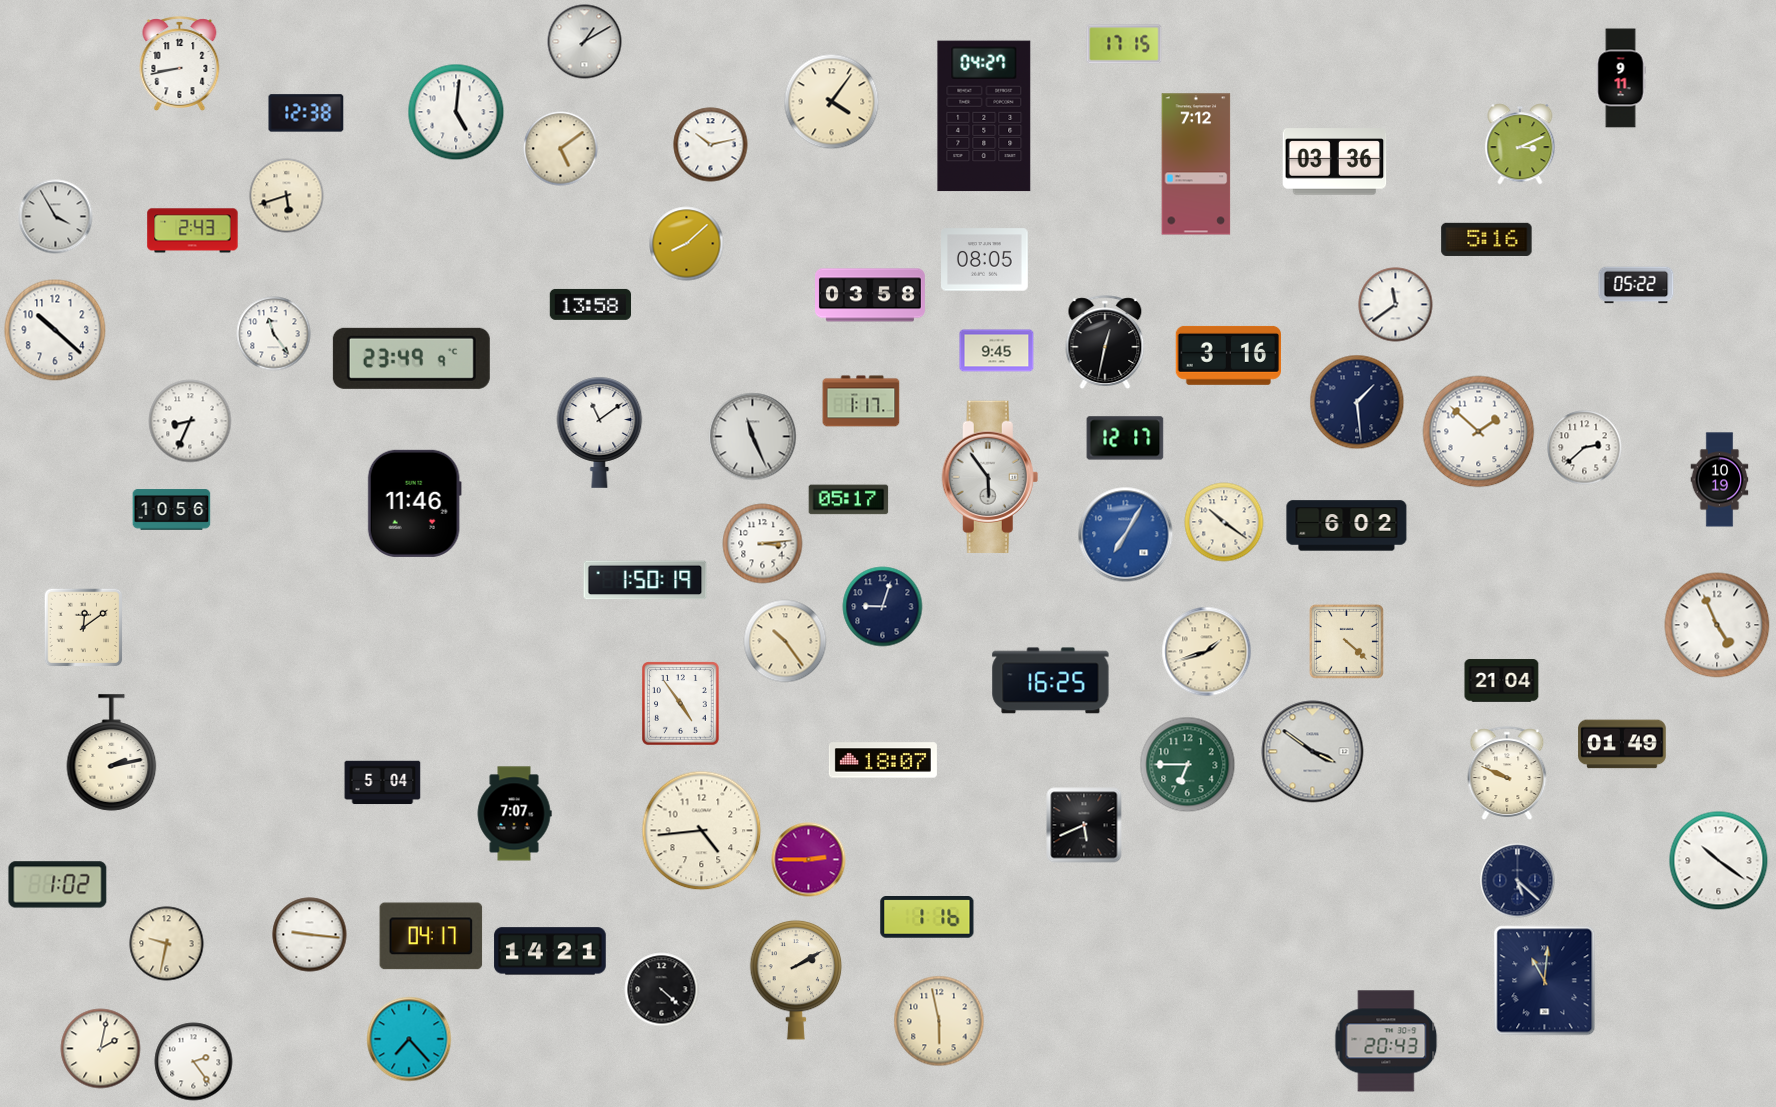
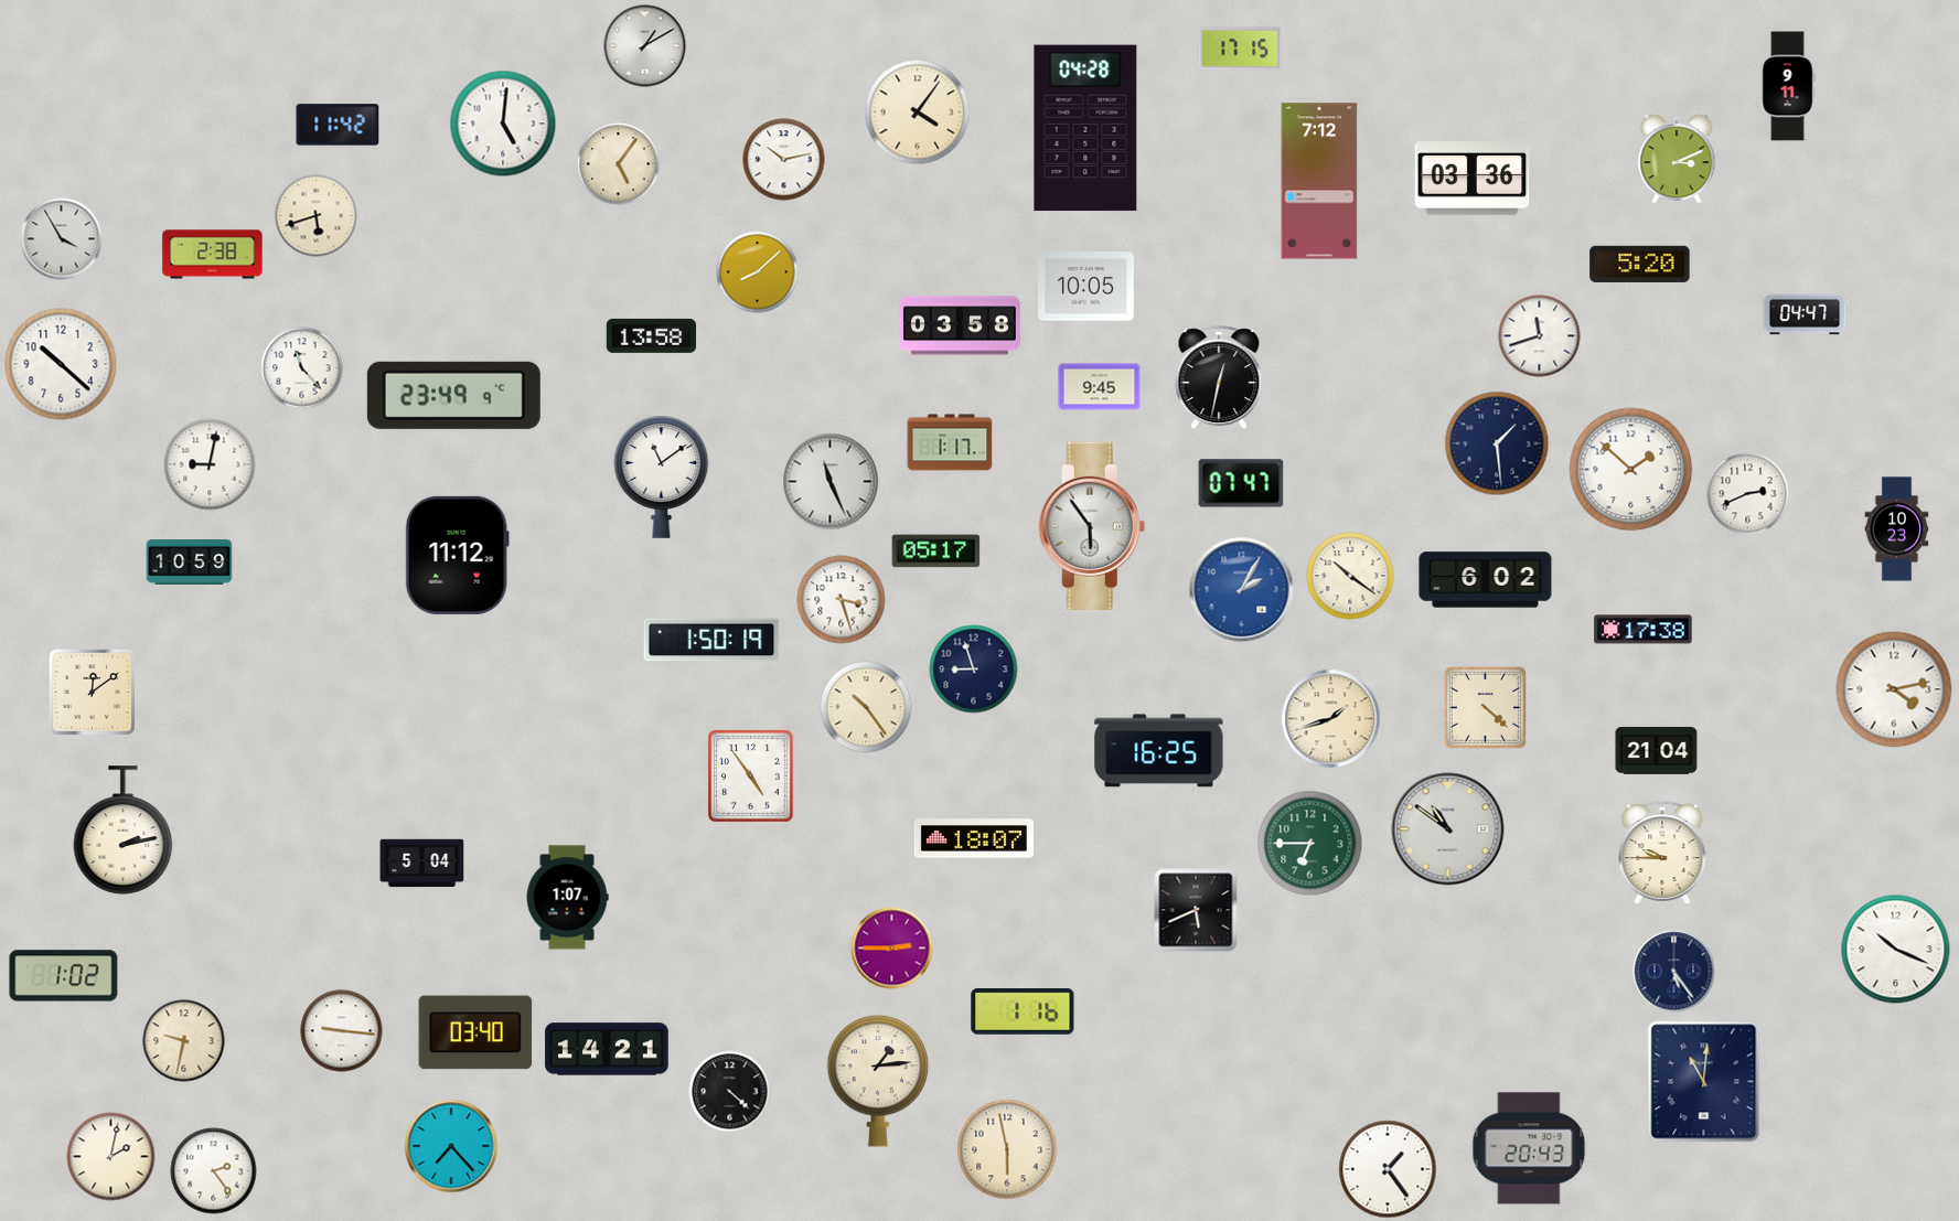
clock at (180, 63): 8:43 -> none
clock at (306, 113): 12:38 -> 11:42
clock at (984, 116): 04:27 -> 04:28
clock at (561, 149): 5:09 -> 5:06
clock at (193, 231): 2:43 -> 2:38
clock at (1487, 239): 5:16 -> 5:20
clock at (687, 244) position: (687, 244) -> (758, 272)
clock at (985, 260): 08:05 -> 10:05
clock at (1636, 285): 05:22 -> 04:47
clock at (1396, 305): 11:39 -> 11:42
clock at (274, 334): 11:24 -> 11:23
clock at (1228, 355): 3:16 -> none
clock at (190, 421): 8:34 -> 9:02
clock at (1479, 432) position: (1479, 432) -> (1631, 470)
clock at (1125, 438): 12:17 -> 07:47
clock at (1585, 448): 2:38 -> 2:41
clock at (1720, 480): 10:19 -> 10:23
clock at (414, 503): 11:46 -> 11:12
clock at (172, 510): 10:56 -> 10:59
clock at (1126, 535): 7:05 -> 2:05
clock at (763, 544): 3:14 -> 3:27
clock at (1644, 630): none -> 17:38
clock at (883, 607): 9:03 -> 8:57
clock at (1717, 625): 4:56 -> 4:13
clock at (1622, 744): 01:49 -> none
clock at (1313, 752): 3:51 -> 10:51
clock at (1507, 773): 9:49 -> 9:45
clock at (514, 814): 7:07 -> 1:07
clock at (702, 831): 4:44 -> none
clock at (1719, 861): 10:21 -> 10:19
clock at (1518, 881): 5:22 -> 5:24
clock at (431, 936): 04:17 -> 03:40
clock at (796, 980): 2:10 -> 1:14
clock at (939, 1021) position: (939, 1021) -> (1007, 1149)
clock at (1388, 1169): none -> 1:24
